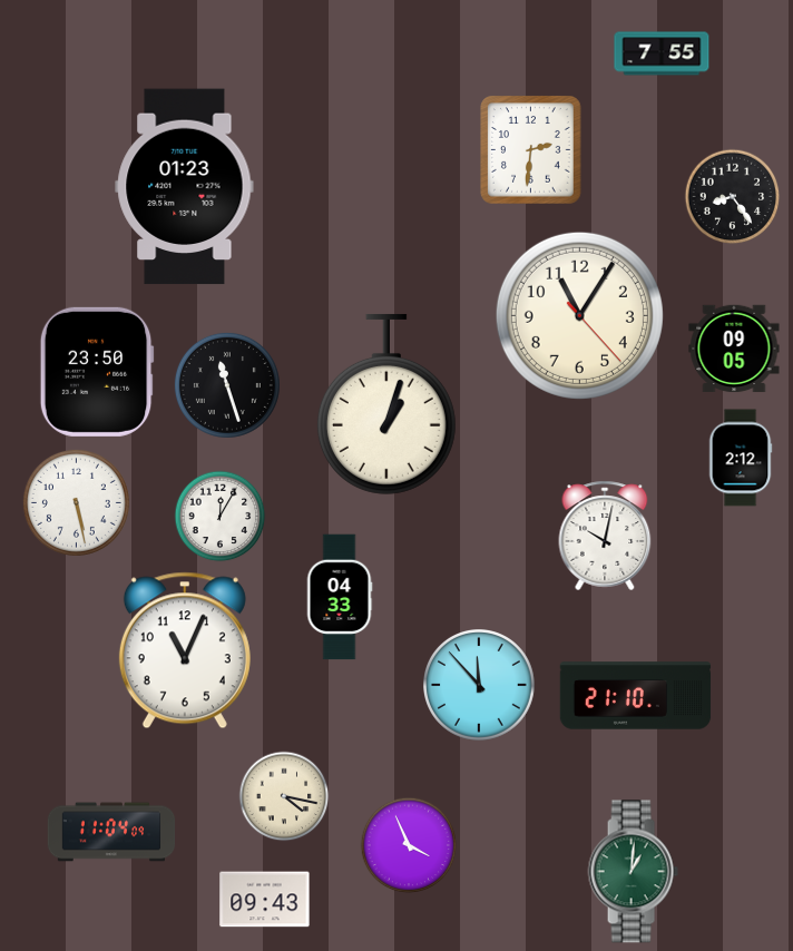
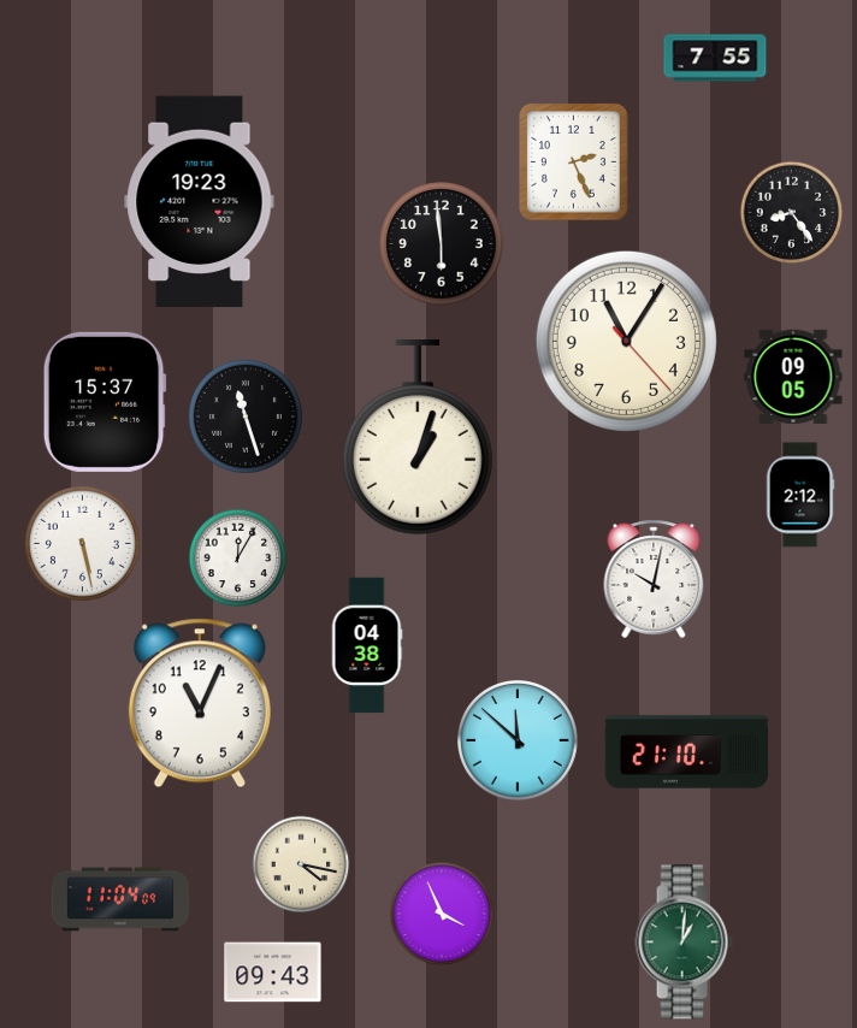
clock at (531, 150): 2:31 -> 2:26
clock at (185, 187): 01:23 -> 19:23
clock at (442, 244): none -> 5:59
clock at (97, 372): 23:50 -> 15:37
clock at (340, 597): 04:33 -> 04:38
clock at (480, 686): 11:53 -> 11:52
clock at (284, 796) position: (284, 796) -> (301, 864)
clock at (265, 900) position: (265, 900) -> (273, 973)
